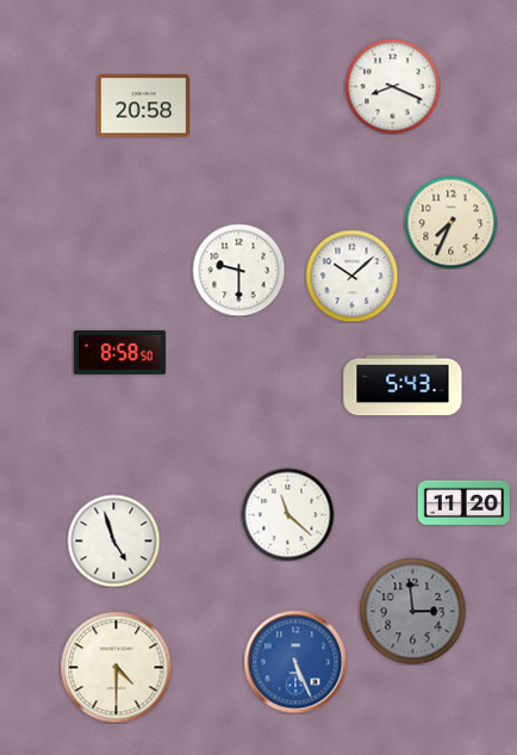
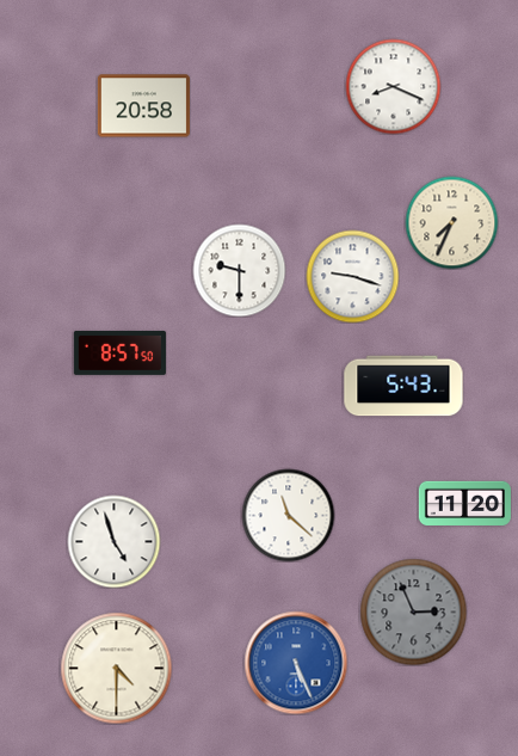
clock at (351, 276): 10:08 -> 9:18
clock at (119, 352): 8:58 -> 8:57
clock at (412, 611): 2:59 -> 2:56
